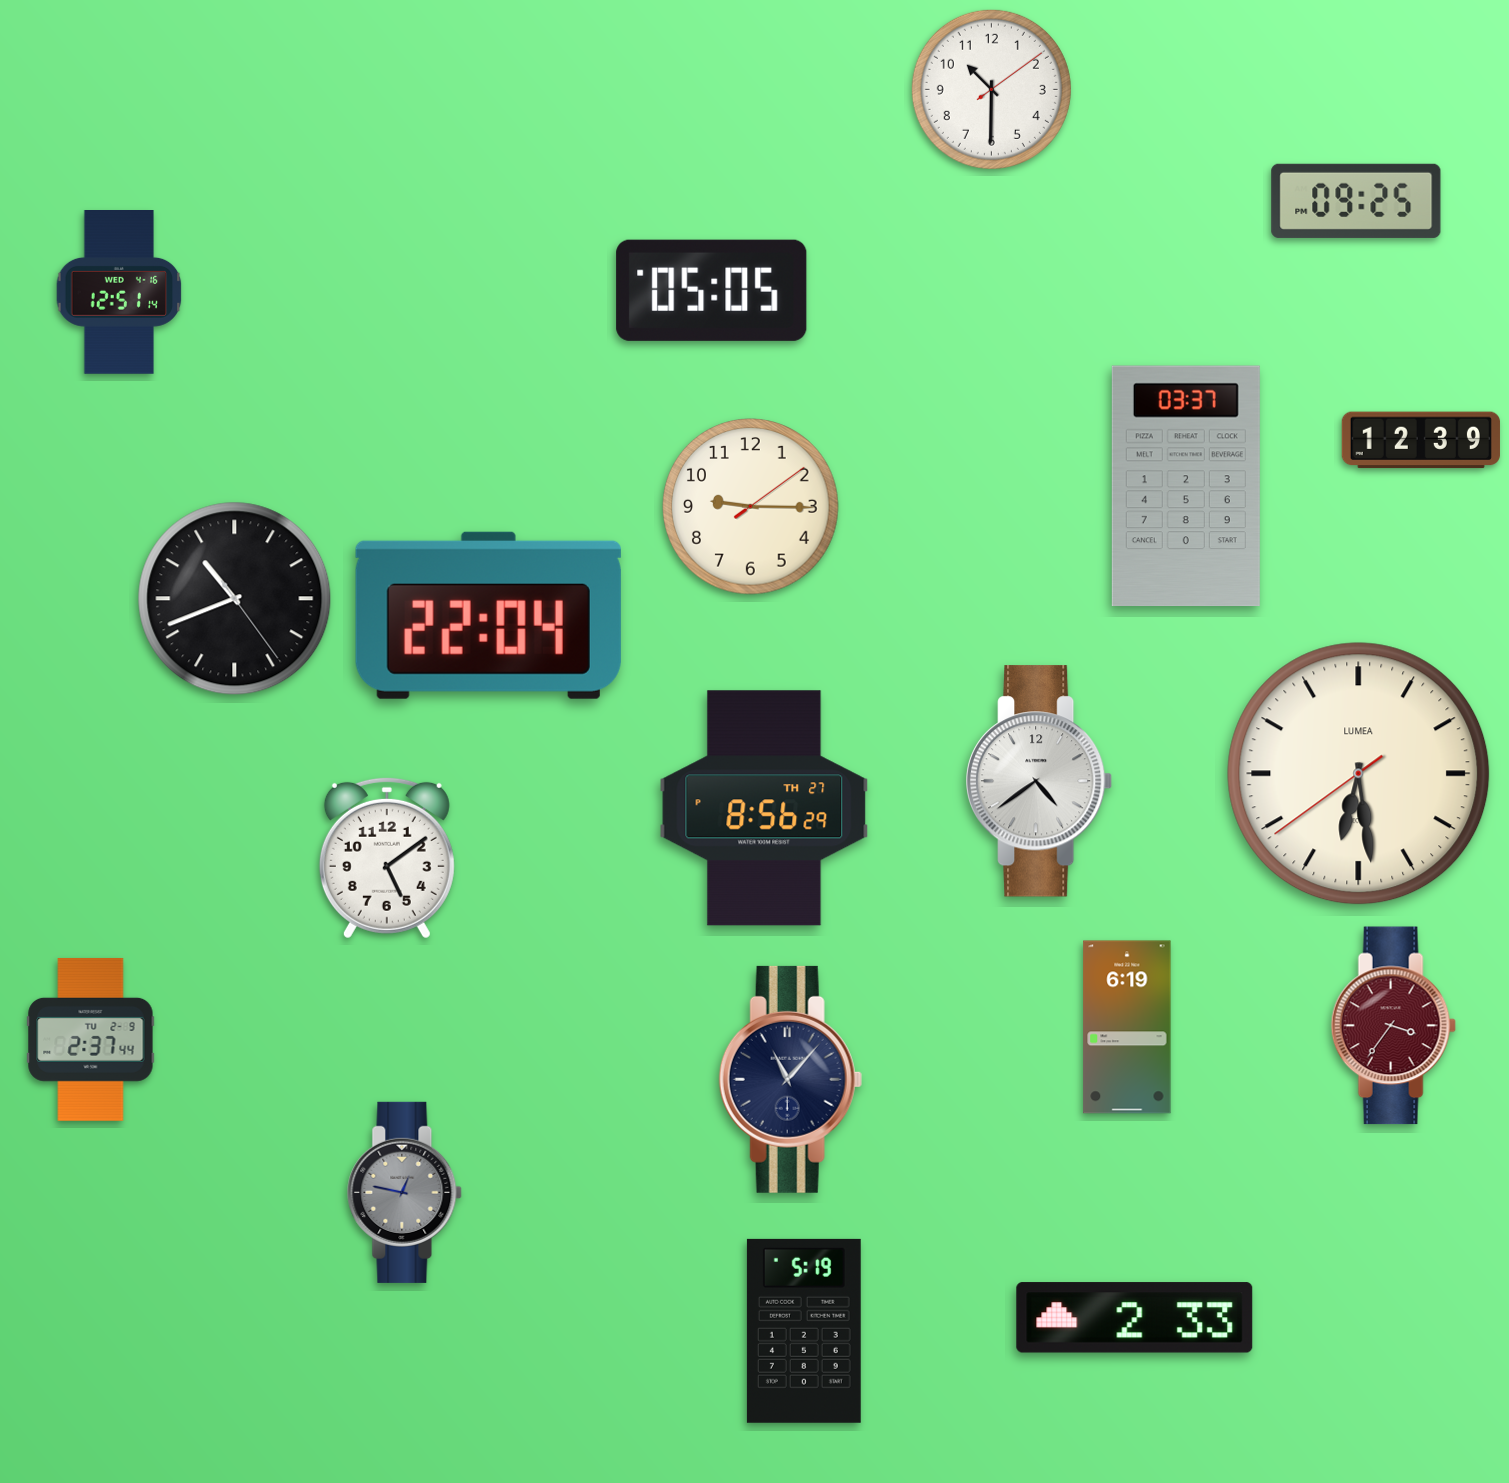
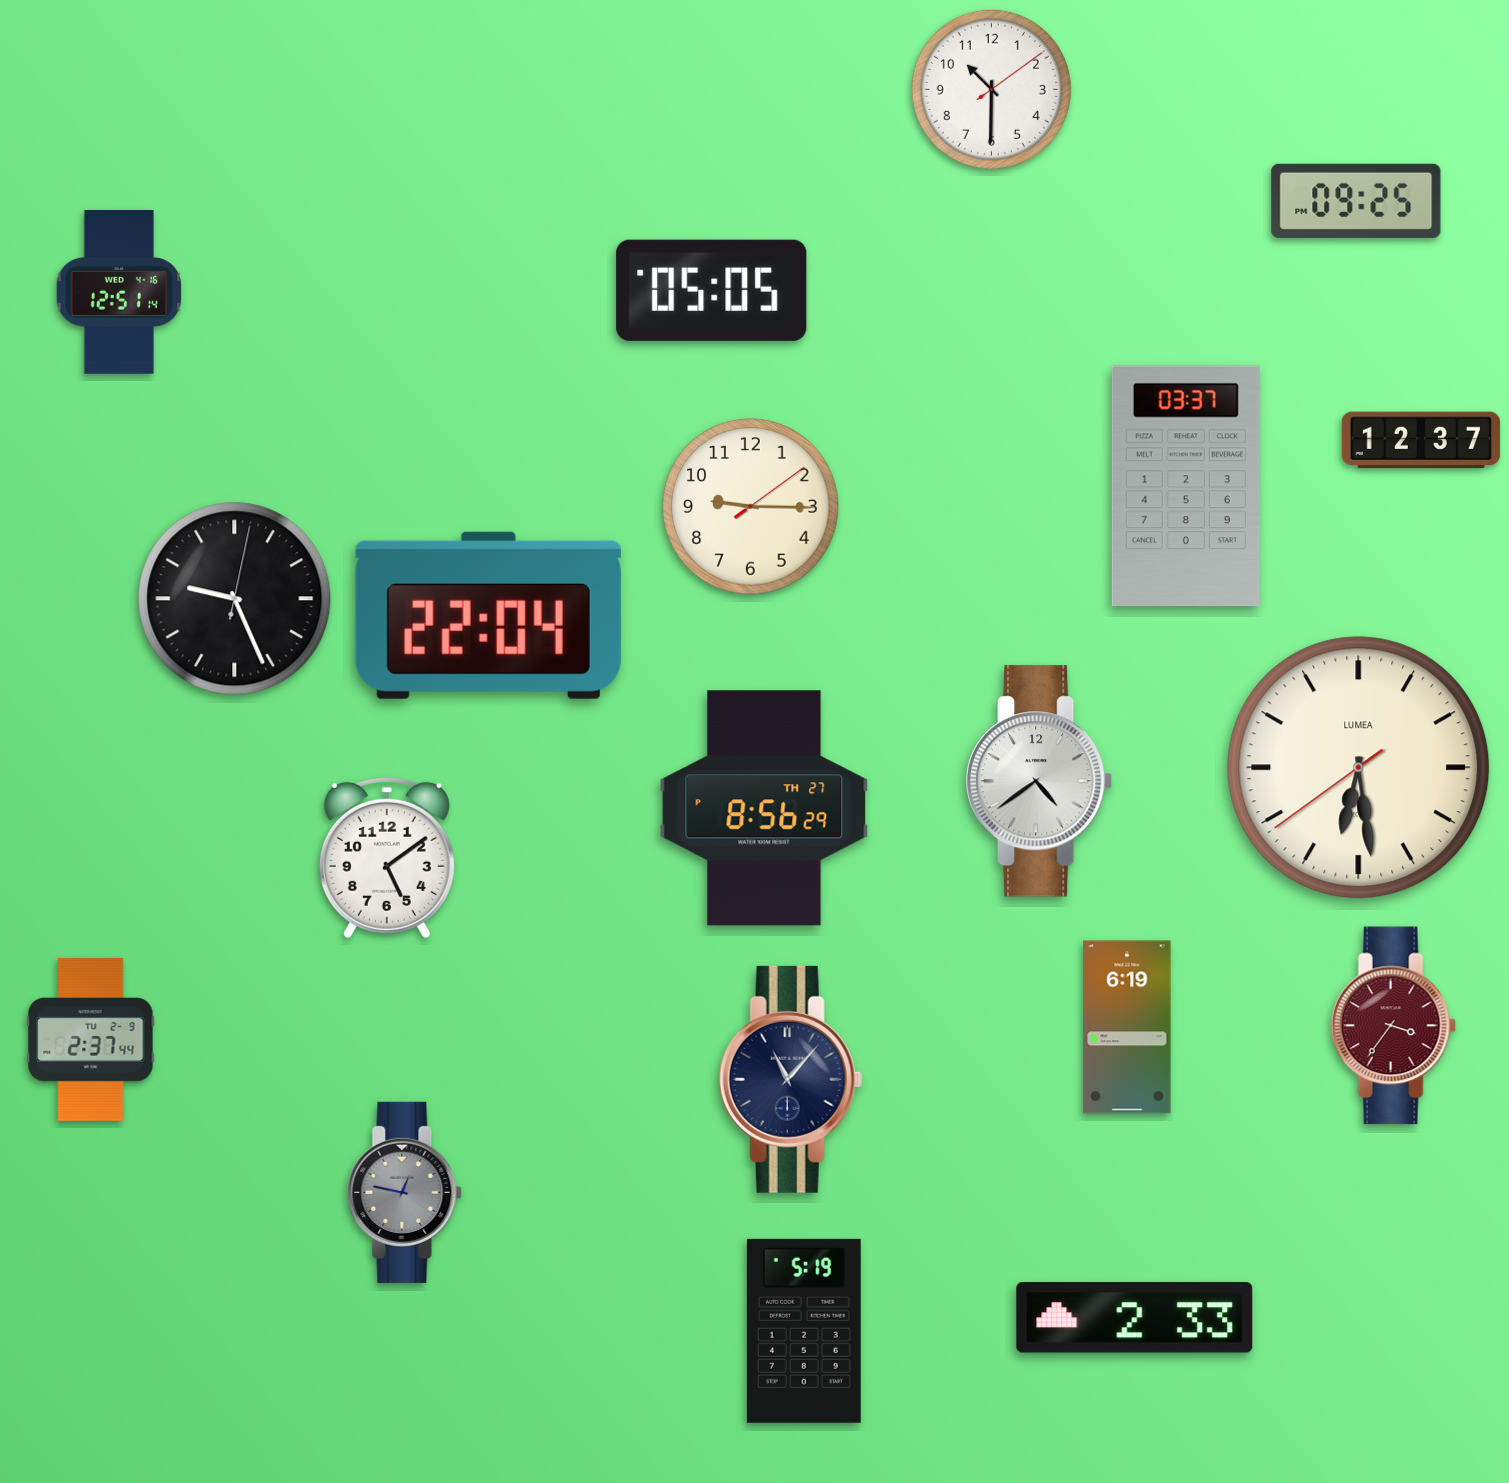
clock at (1421, 440): 12:39 -> 12:37
clock at (235, 599): 10:41 -> 9:26
clock at (1359, 774) position: (1359, 774) -> (1359, 768)
